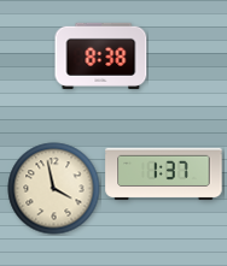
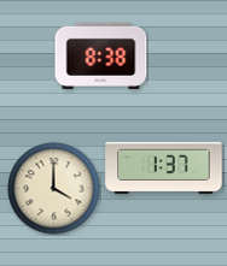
clock at (164, 175) position: (164, 175) -> (164, 169)
clock at (54, 189): 3:58 -> 4:00
